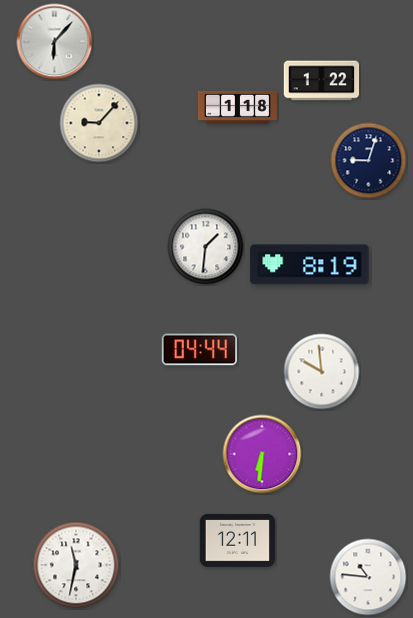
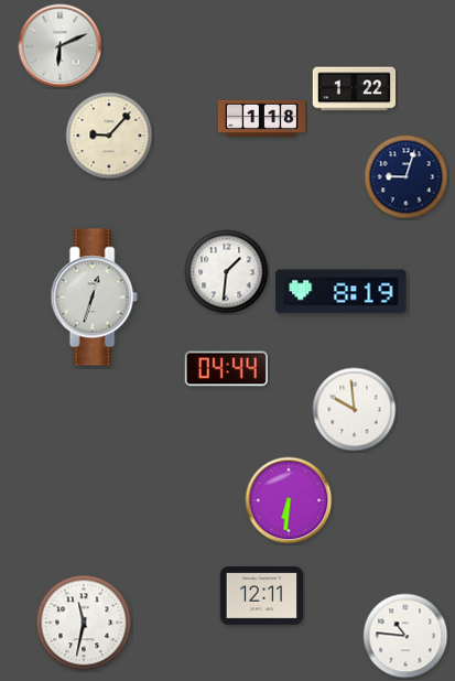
clock at (55, 42): 6:07 -> 6:11
clock at (94, 298): none -> 12:33
clock at (199, 350) position: (199, 350) -> (226, 369)
